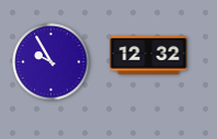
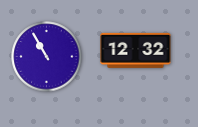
clock at (52, 62): 9:55 -> 10:55
